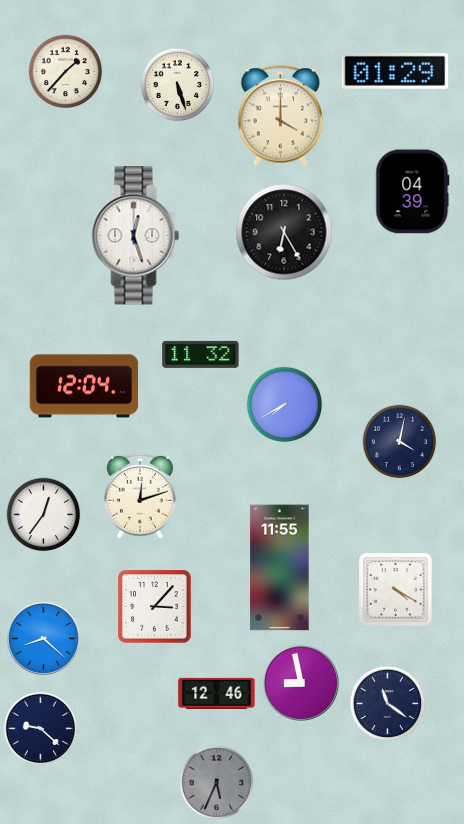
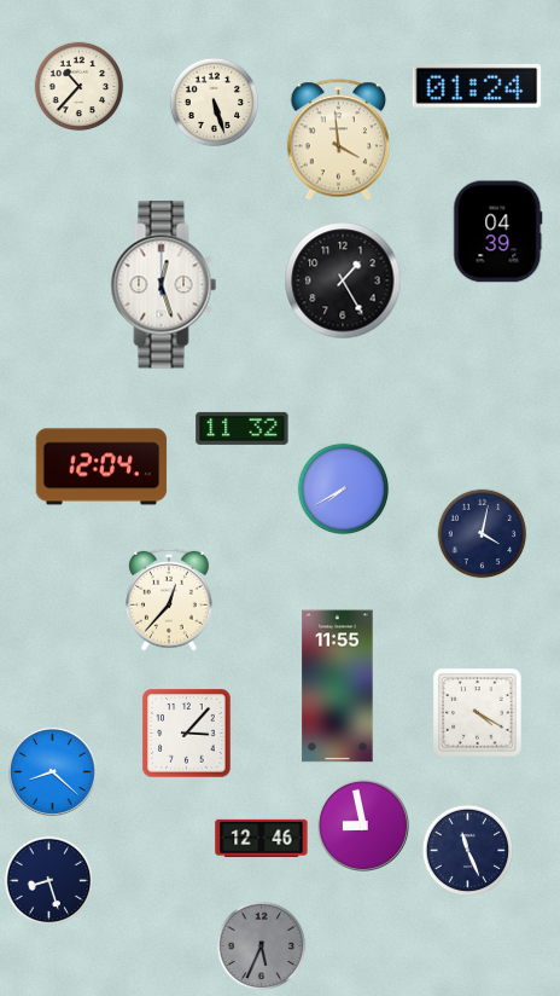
clock at (395, 71): 01:29 -> 01:24
clock at (66, 72): 1:37 -> 10:37
clock at (281, 116): 4:00 -> 3:59
clock at (284, 232): 6:25 -> 1:25
clock at (140, 496): 12:12 -> 12:37
clock at (44, 515): 12:36 -> none
clock at (388, 704): 11:21 -> 11:26
clock at (41, 729): 9:22 -> 8:27
